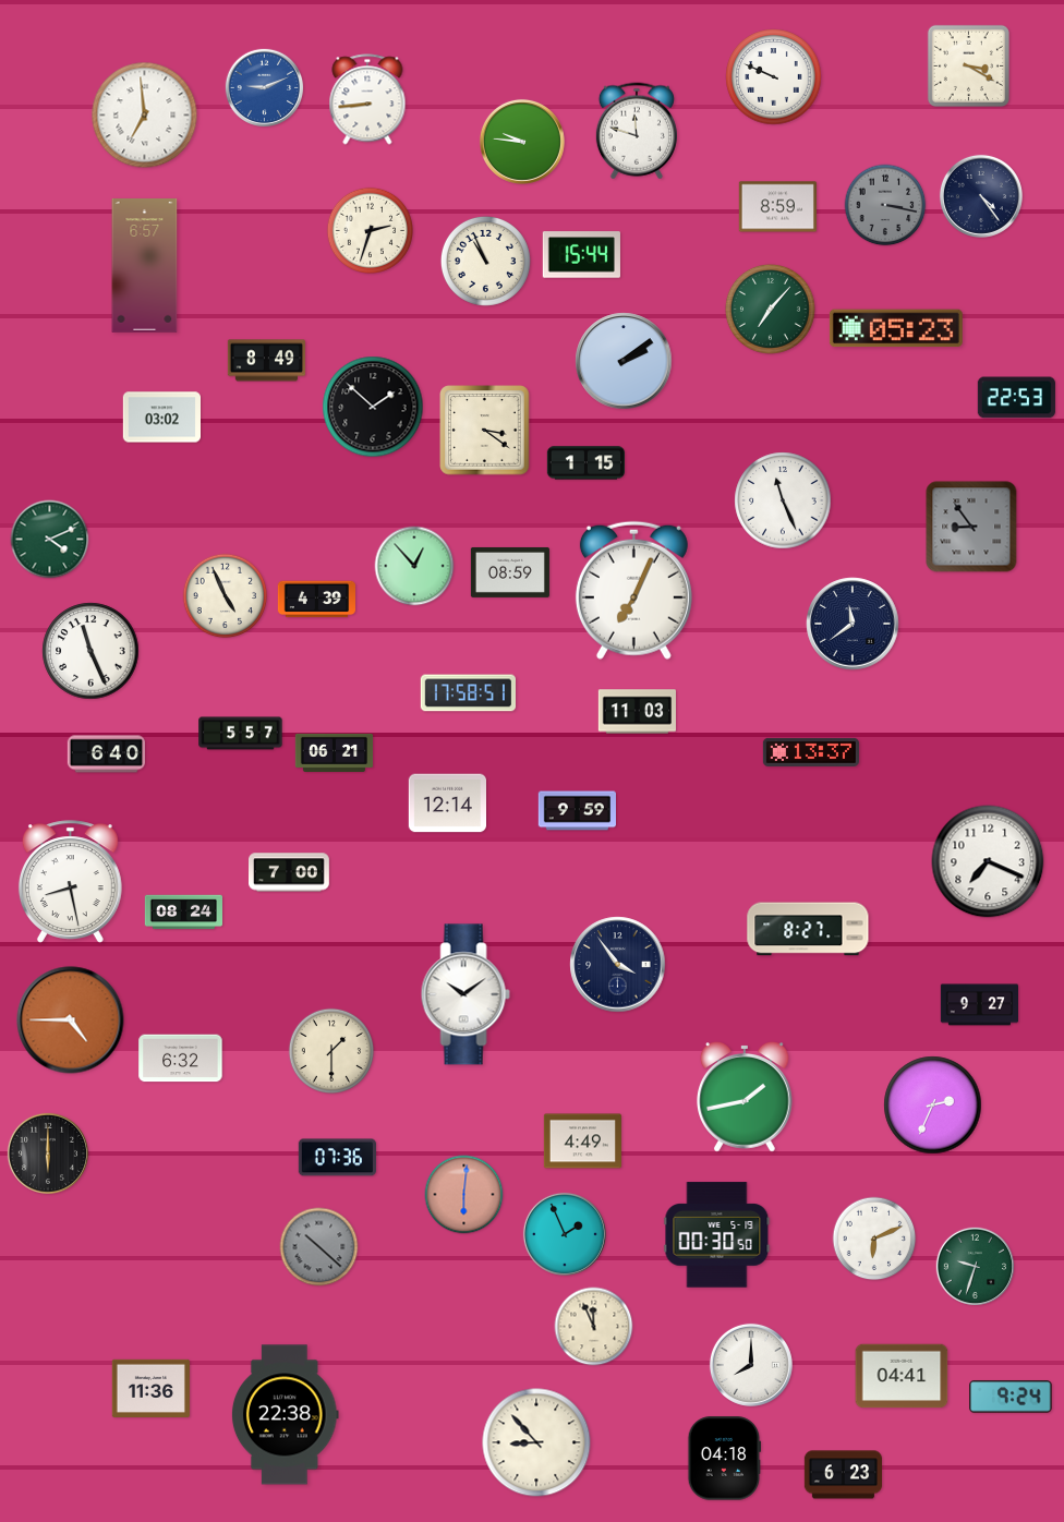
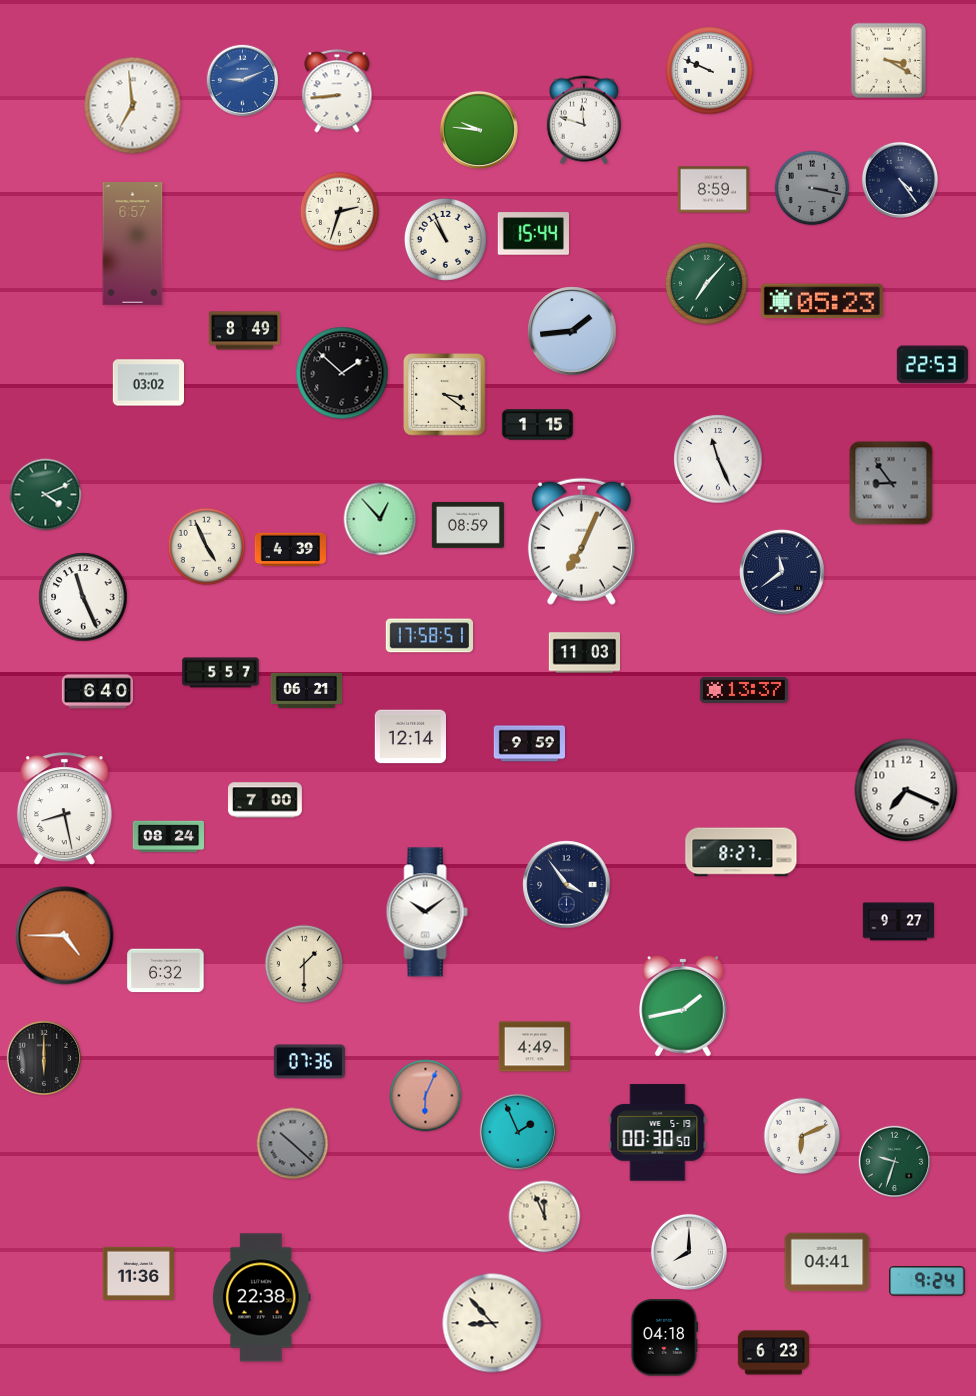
clock at (624, 361): 2:09 -> 1:44
clock at (933, 1106): 2:34 -> none
clock at (464, 1195): 6:01 -> 6:04
